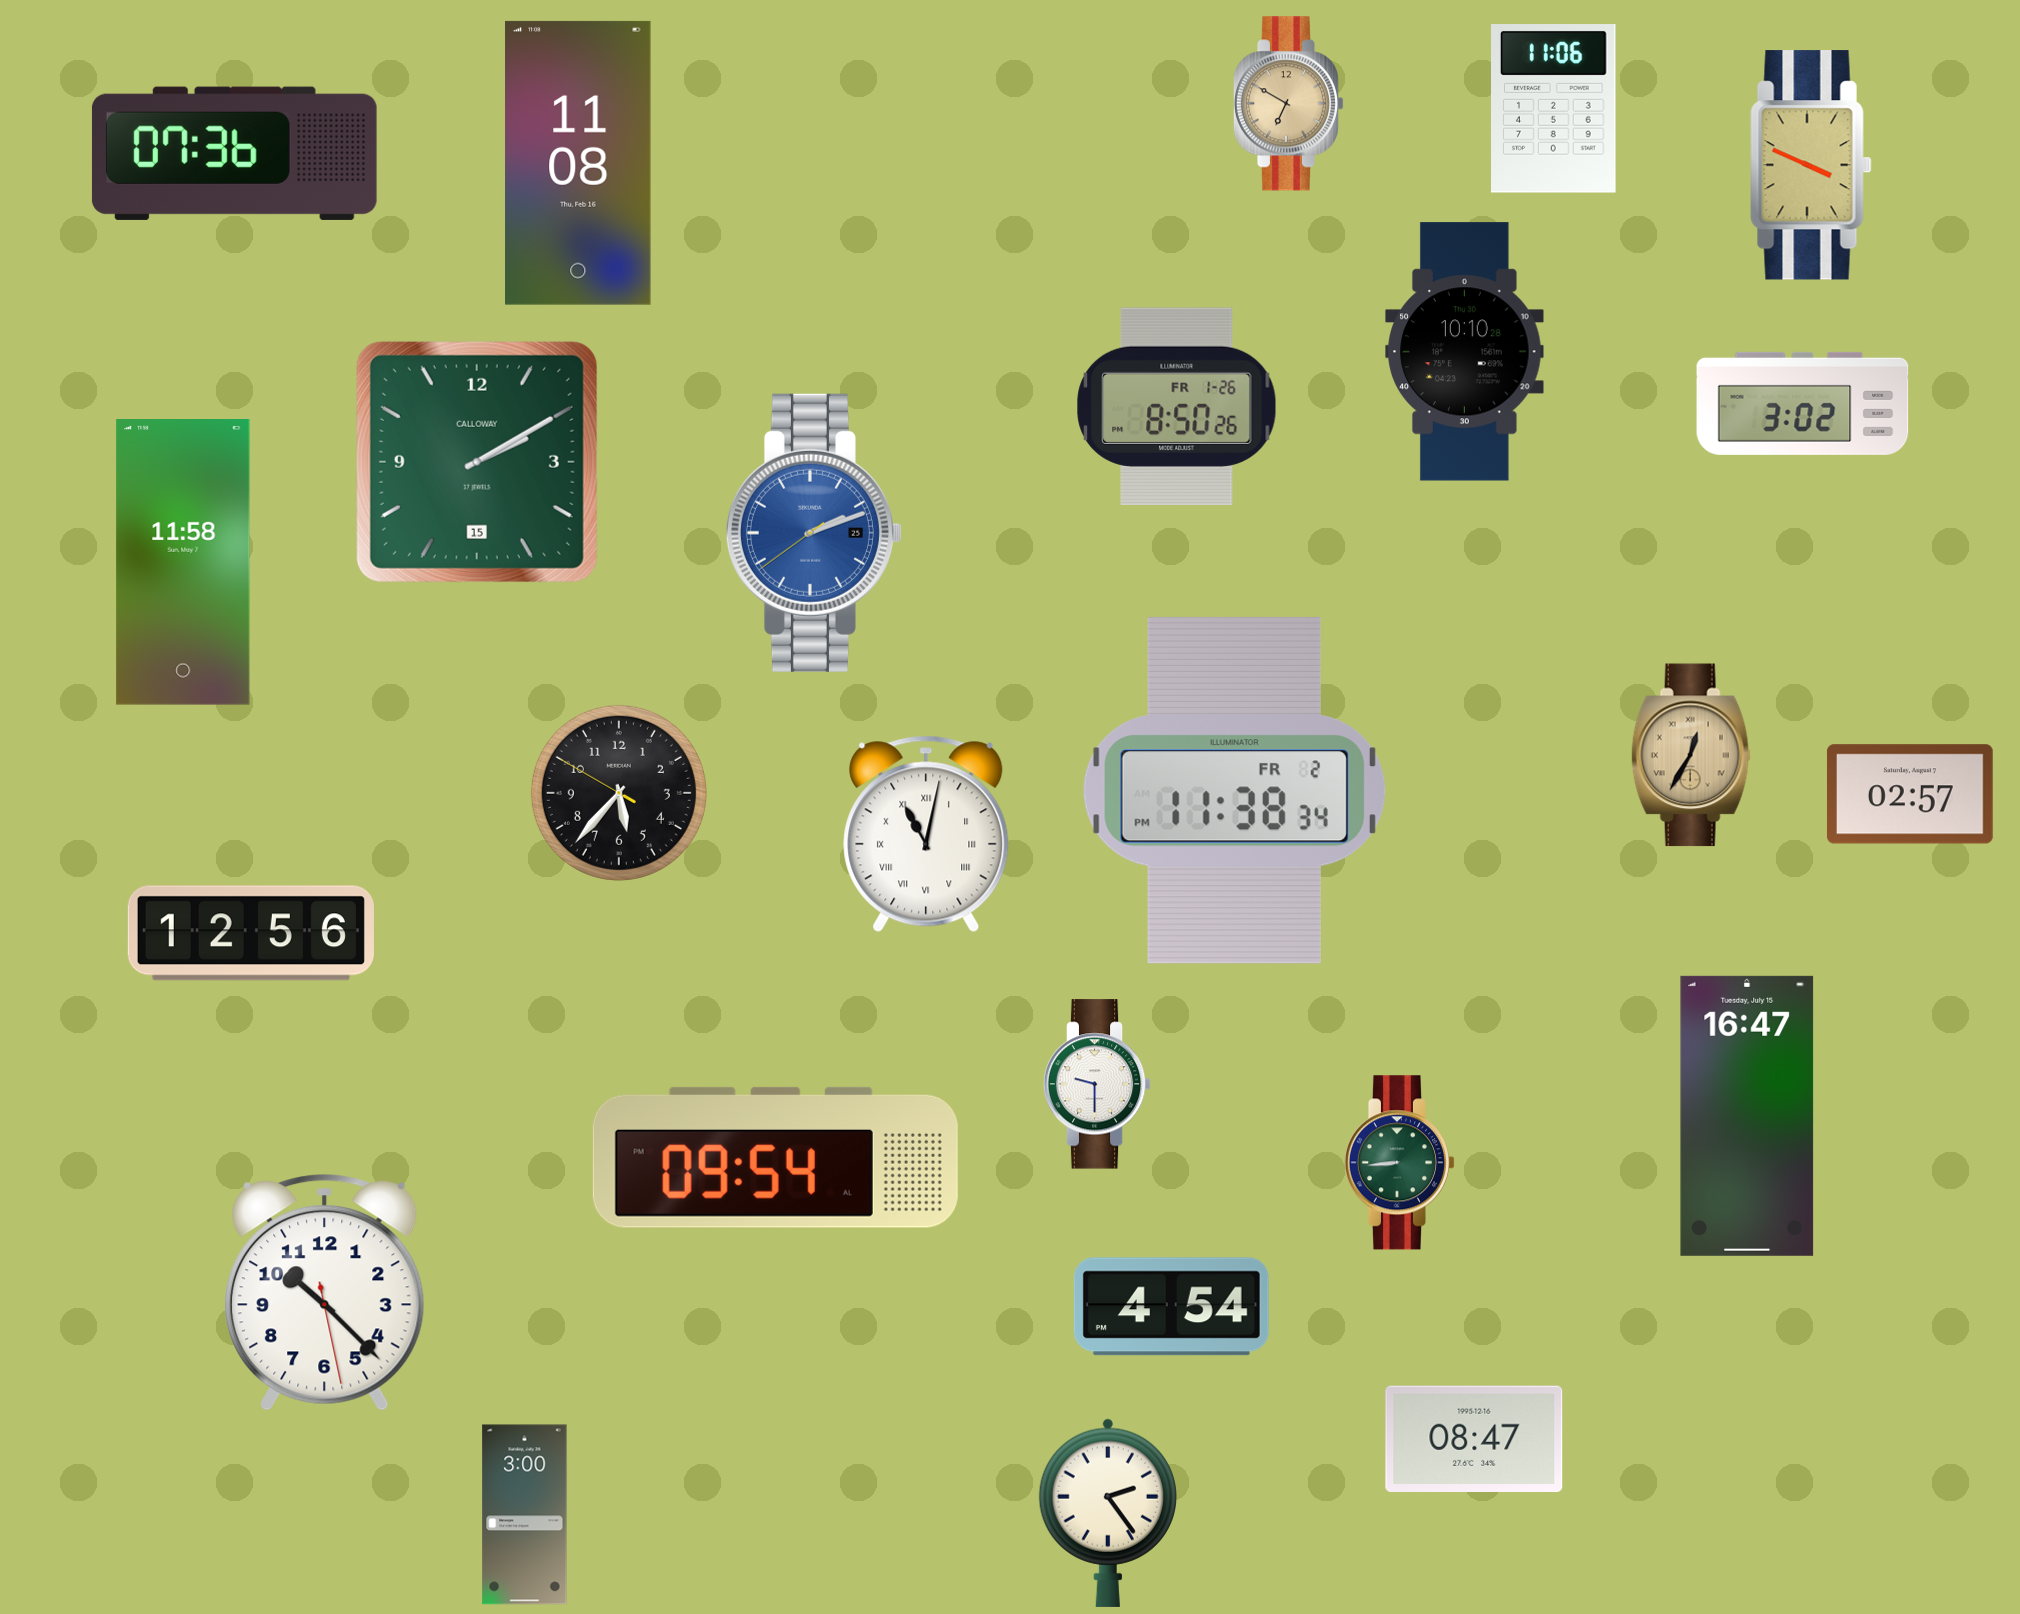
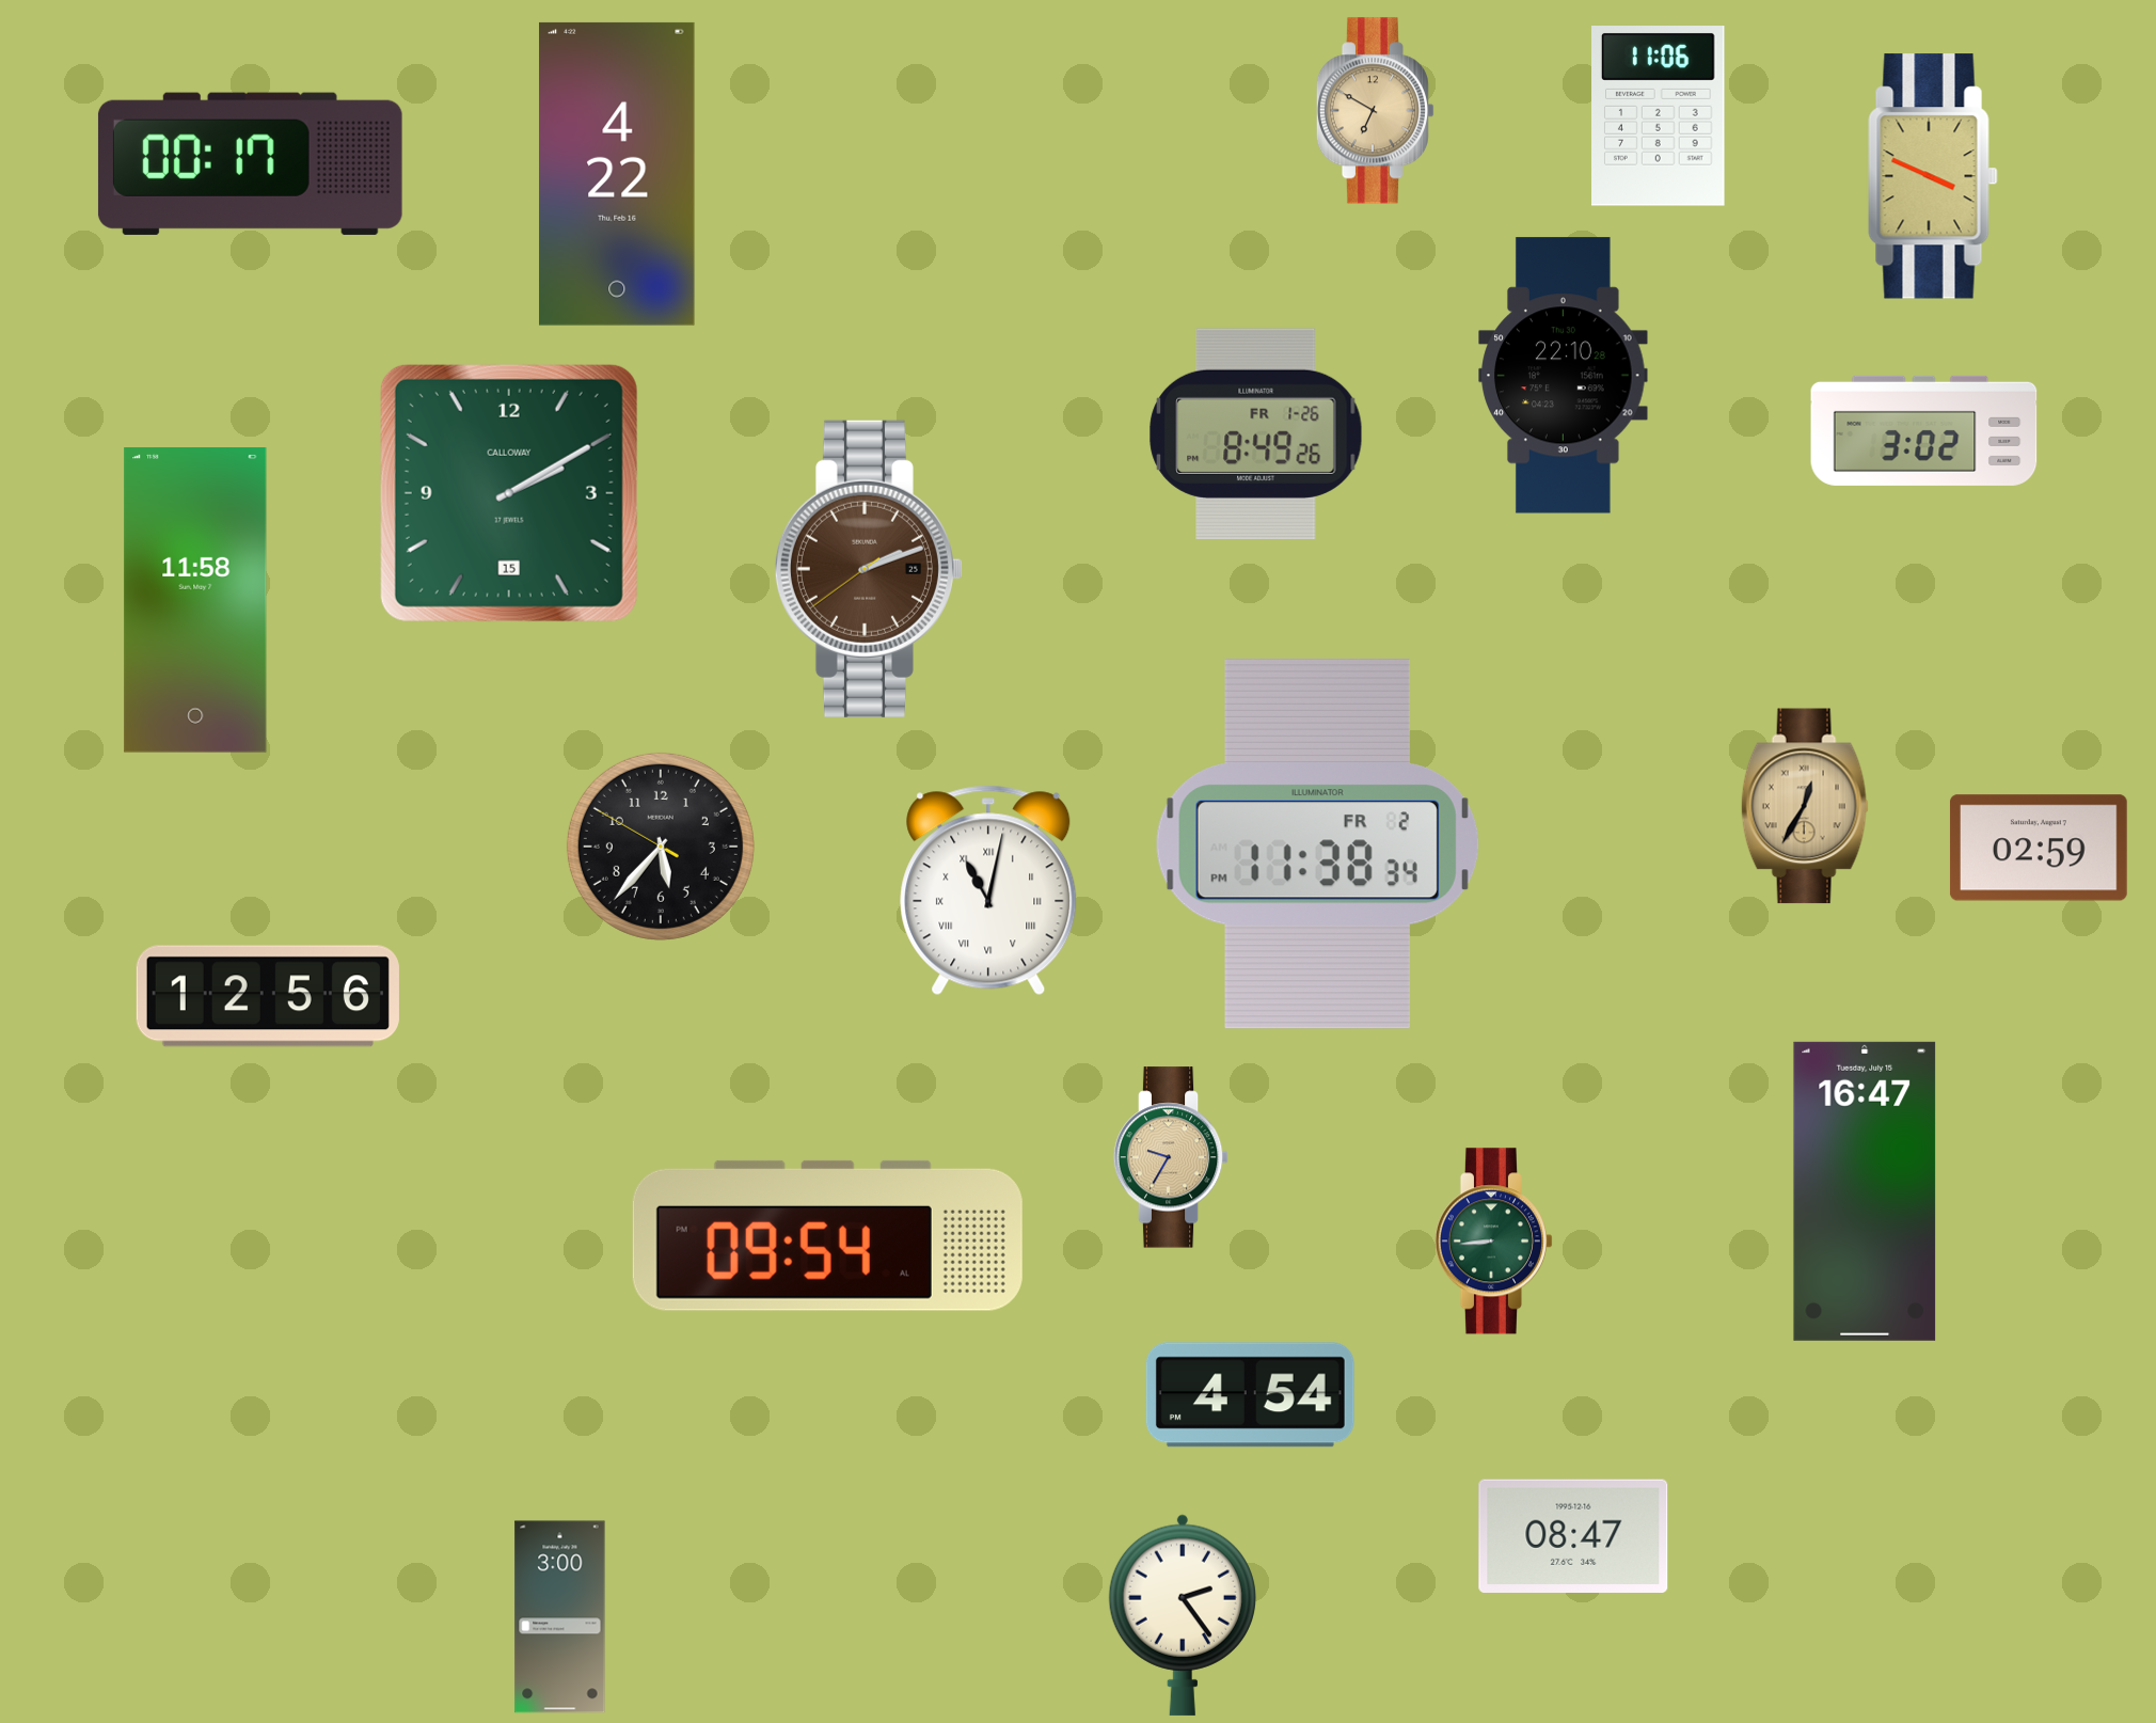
clock at (234, 153): 07:36 -> 00:17
clock at (578, 163): 11:08 -> 4:22
clock at (1465, 352): 10:10 -> 22:10
clock at (1177, 407): 8:50 -> 8:49
clock at (814, 533) dial: blue -> brown
clock at (1910, 794): 02:57 -> 02:59
clock at (1097, 1084): 9:30 -> 9:35
clock at (1097, 1084) dial: white -> champagne
clock at (325, 1293): 10:22 -> none
